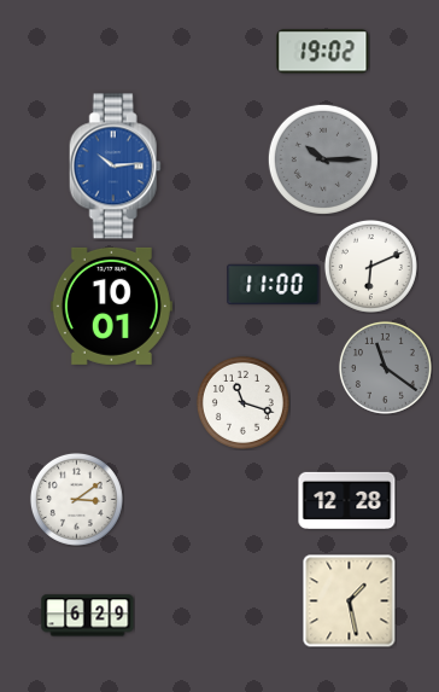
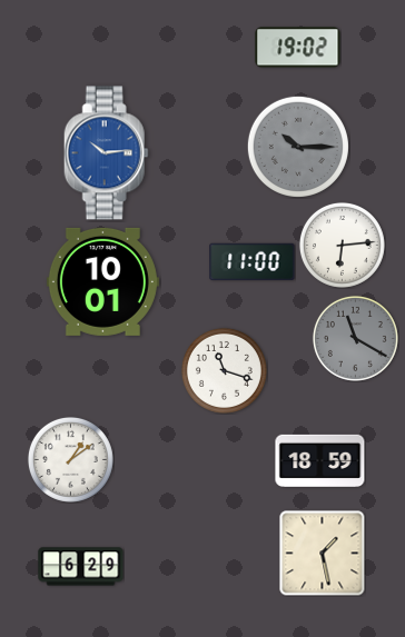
clock at (370, 266): 6:11 -> 6:14
clock at (385, 367): 11:21 -> 11:20
clock at (76, 499): 3:09 -> 1:09
clock at (347, 500): 12:28 -> 18:59
